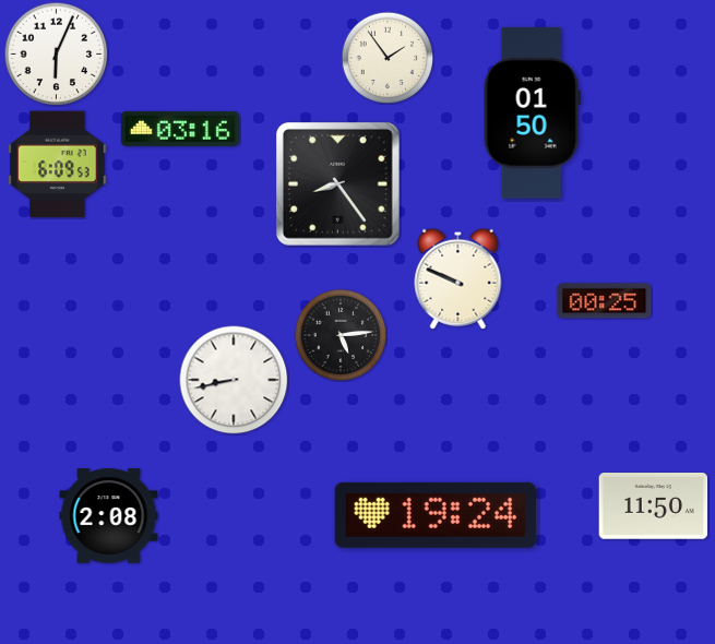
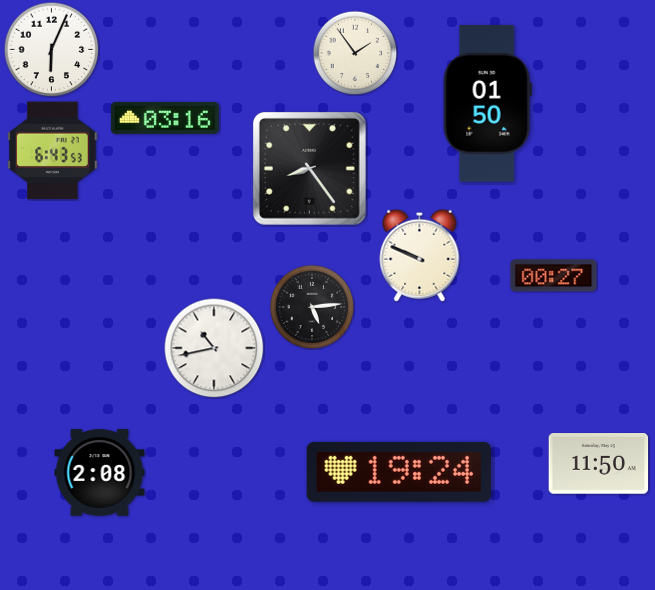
clock at (58, 165): 6:09 -> 6:43
clock at (605, 301): 00:25 -> 00:27
clock at (234, 380): 8:43 -> 10:43
